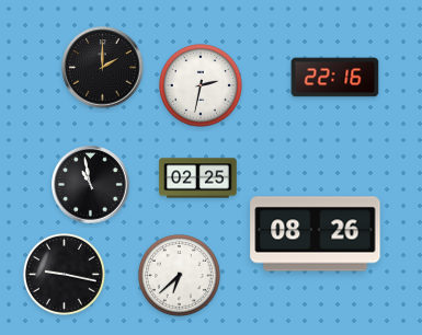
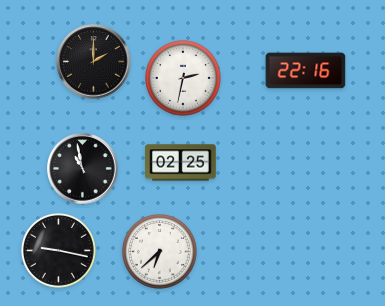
clock at (316, 234): 08:26 -> none
clock at (179, 275) position: (179, 275) -> (159, 251)
